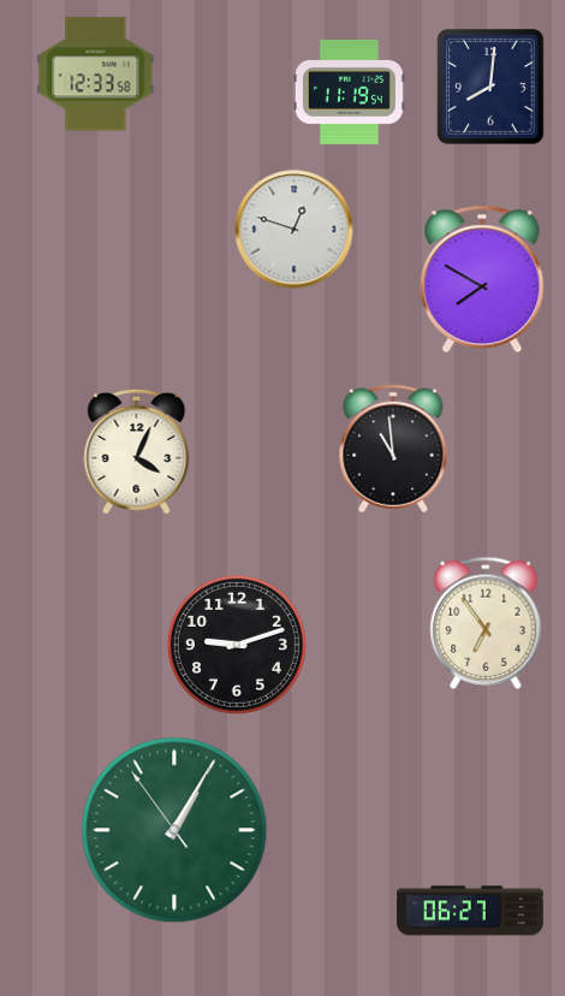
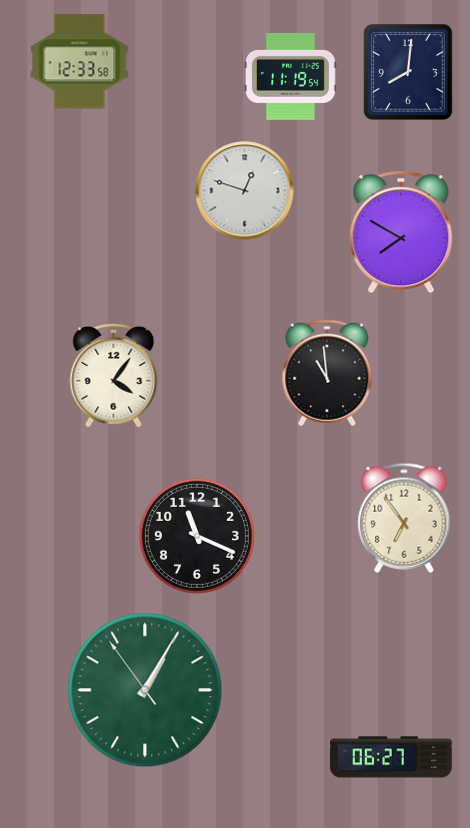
clock at (137, 451): 4:04 -> 4:06
clock at (237, 645): 9:12 -> 11:19
